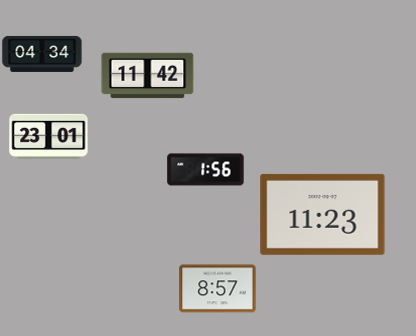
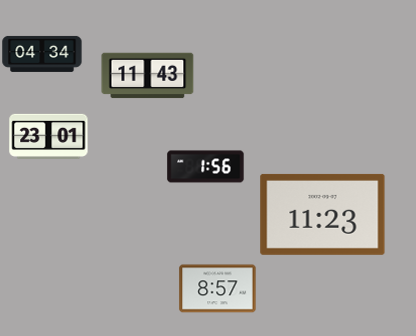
clock at (148, 76): 11:42 -> 11:43
clock at (206, 170) position: (206, 170) -> (206, 167)
